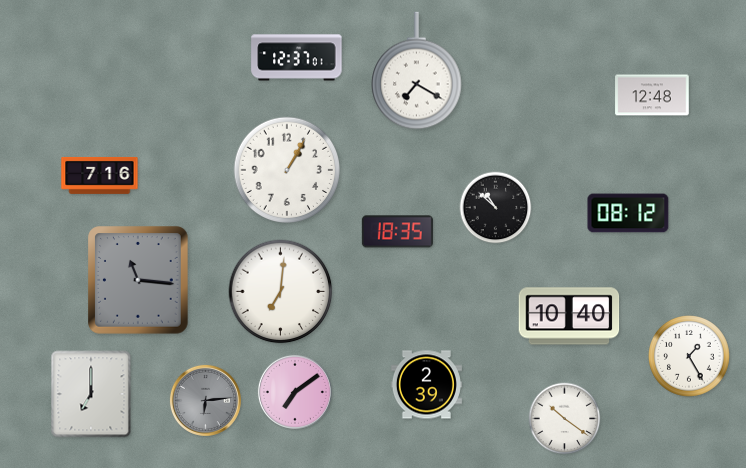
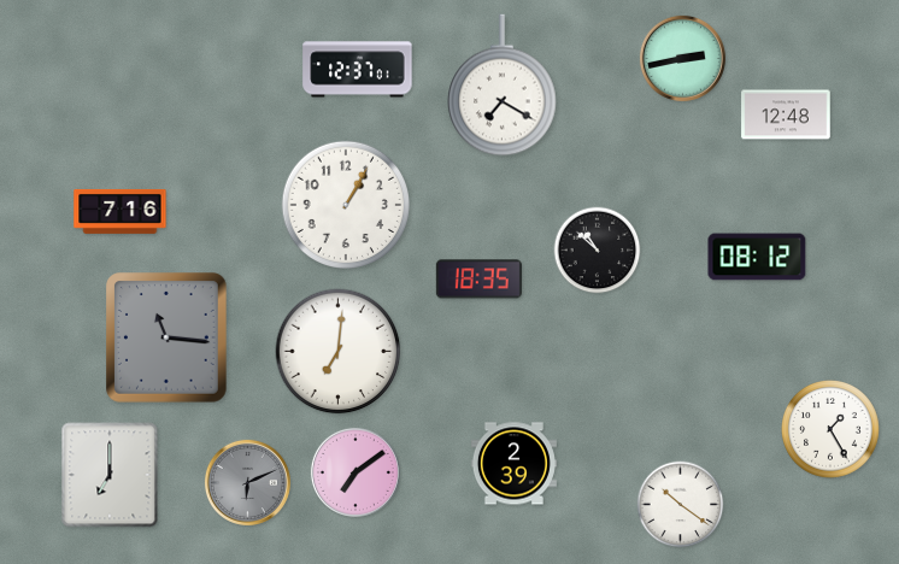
clock at (682, 58): none -> 2:43
clock at (569, 316): 10:40 -> none
clock at (205, 400): 6:14 -> 6:11
